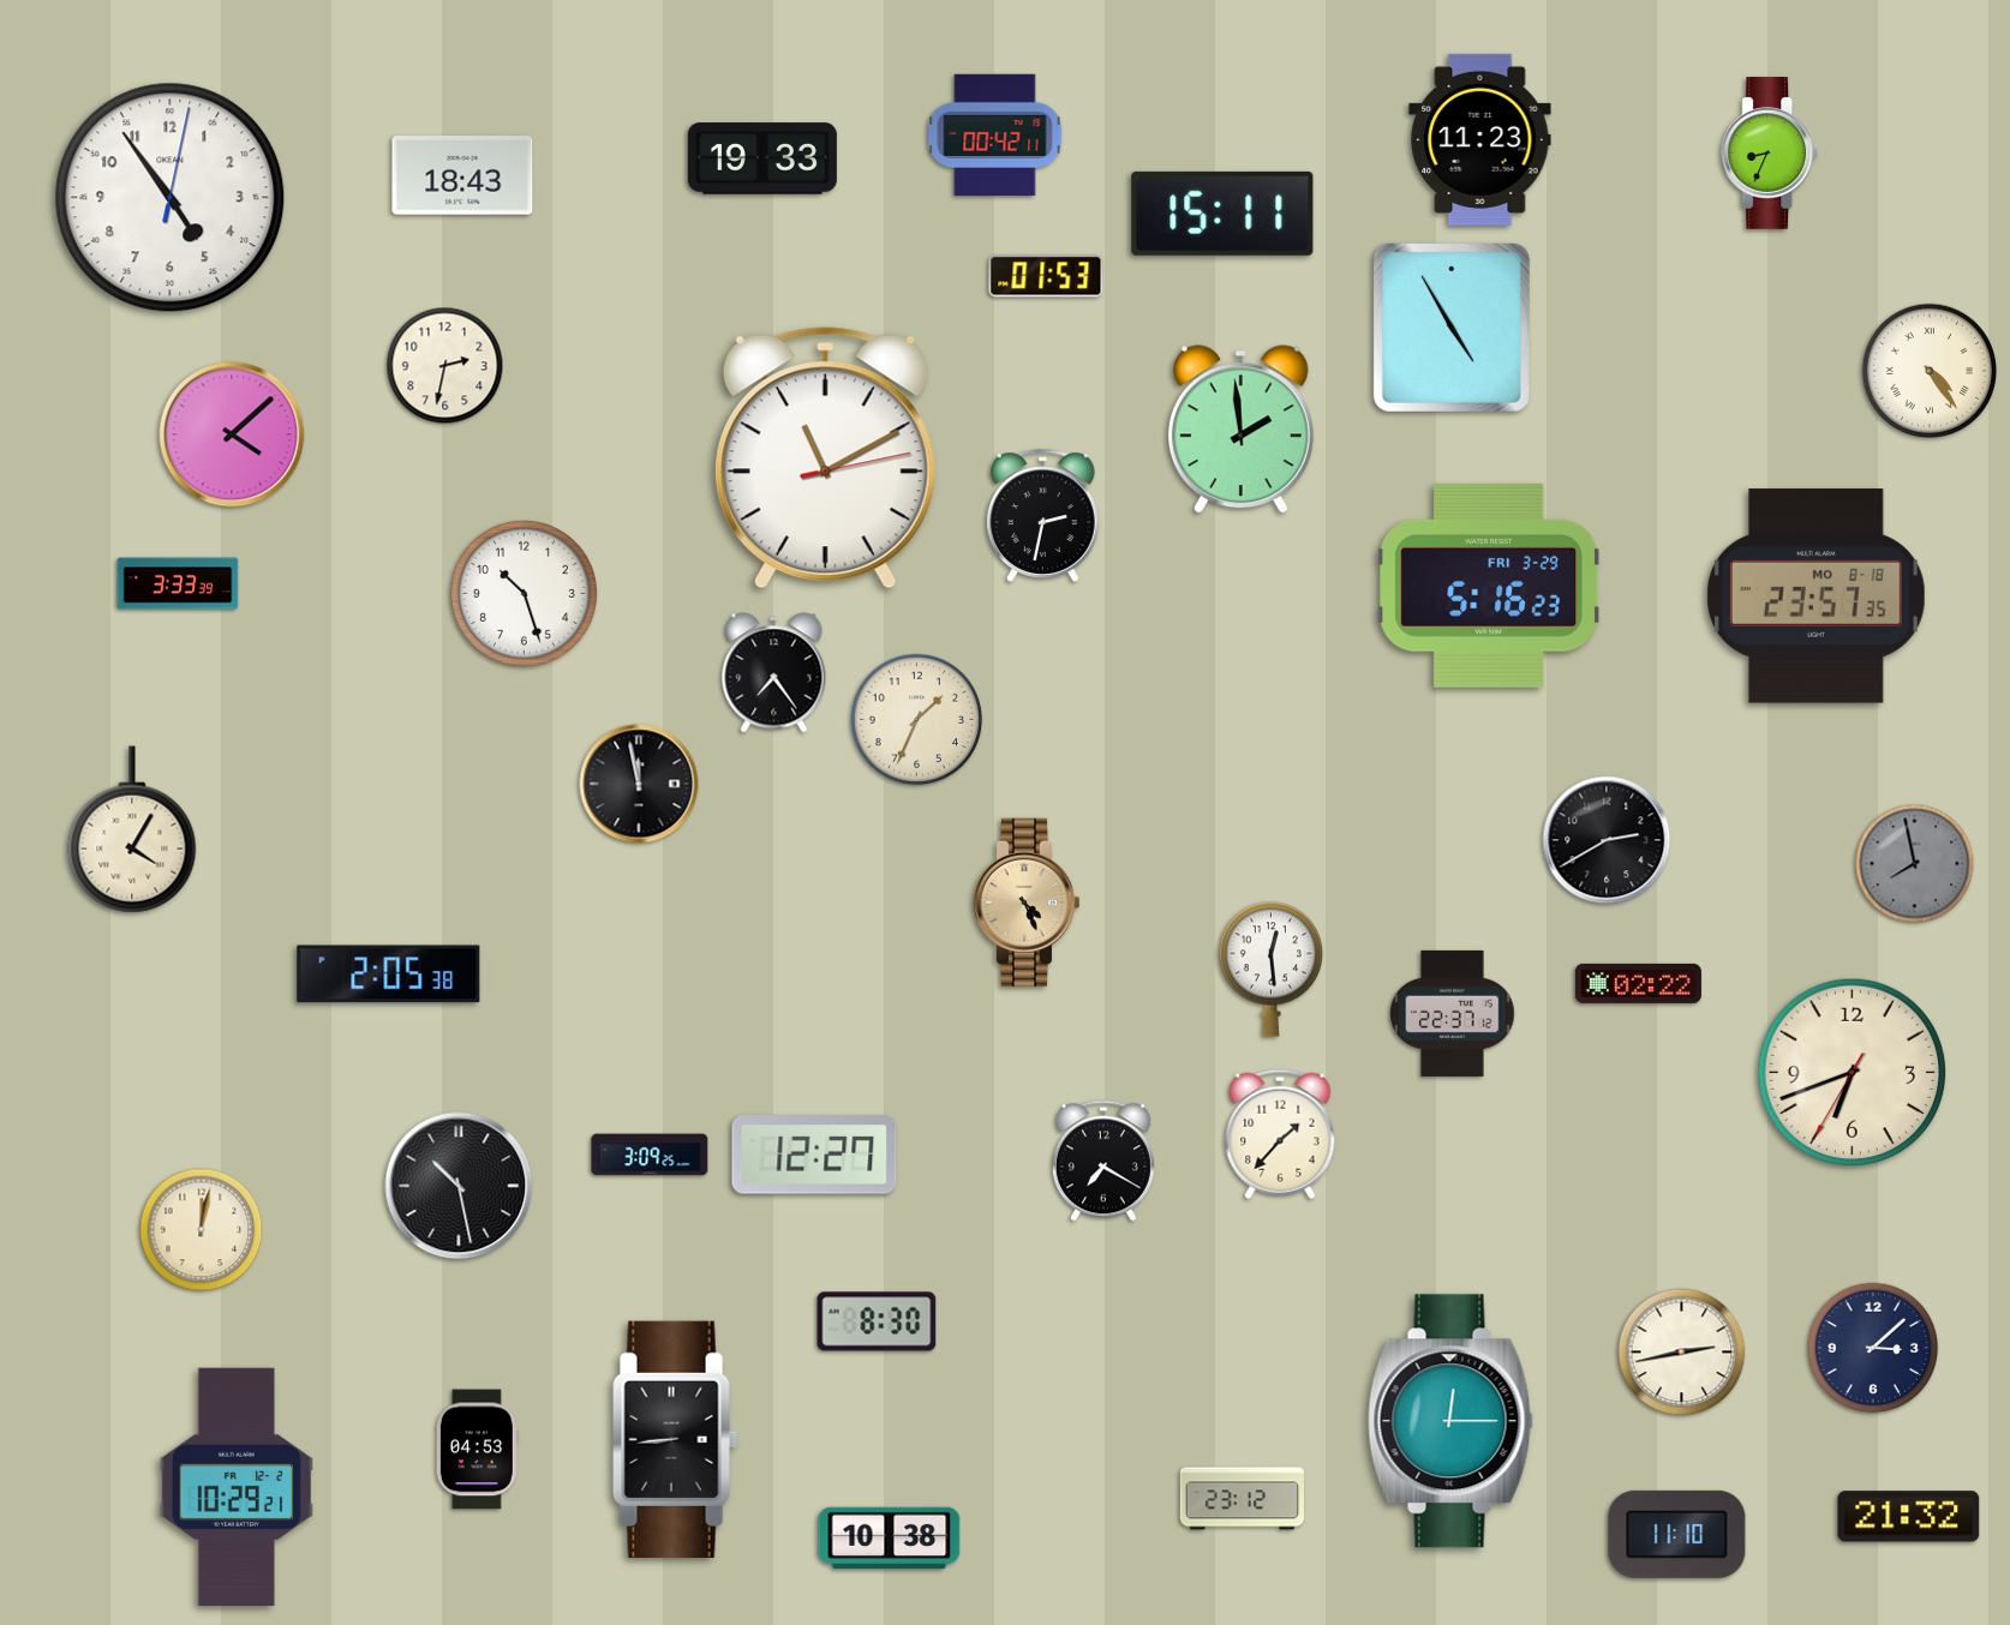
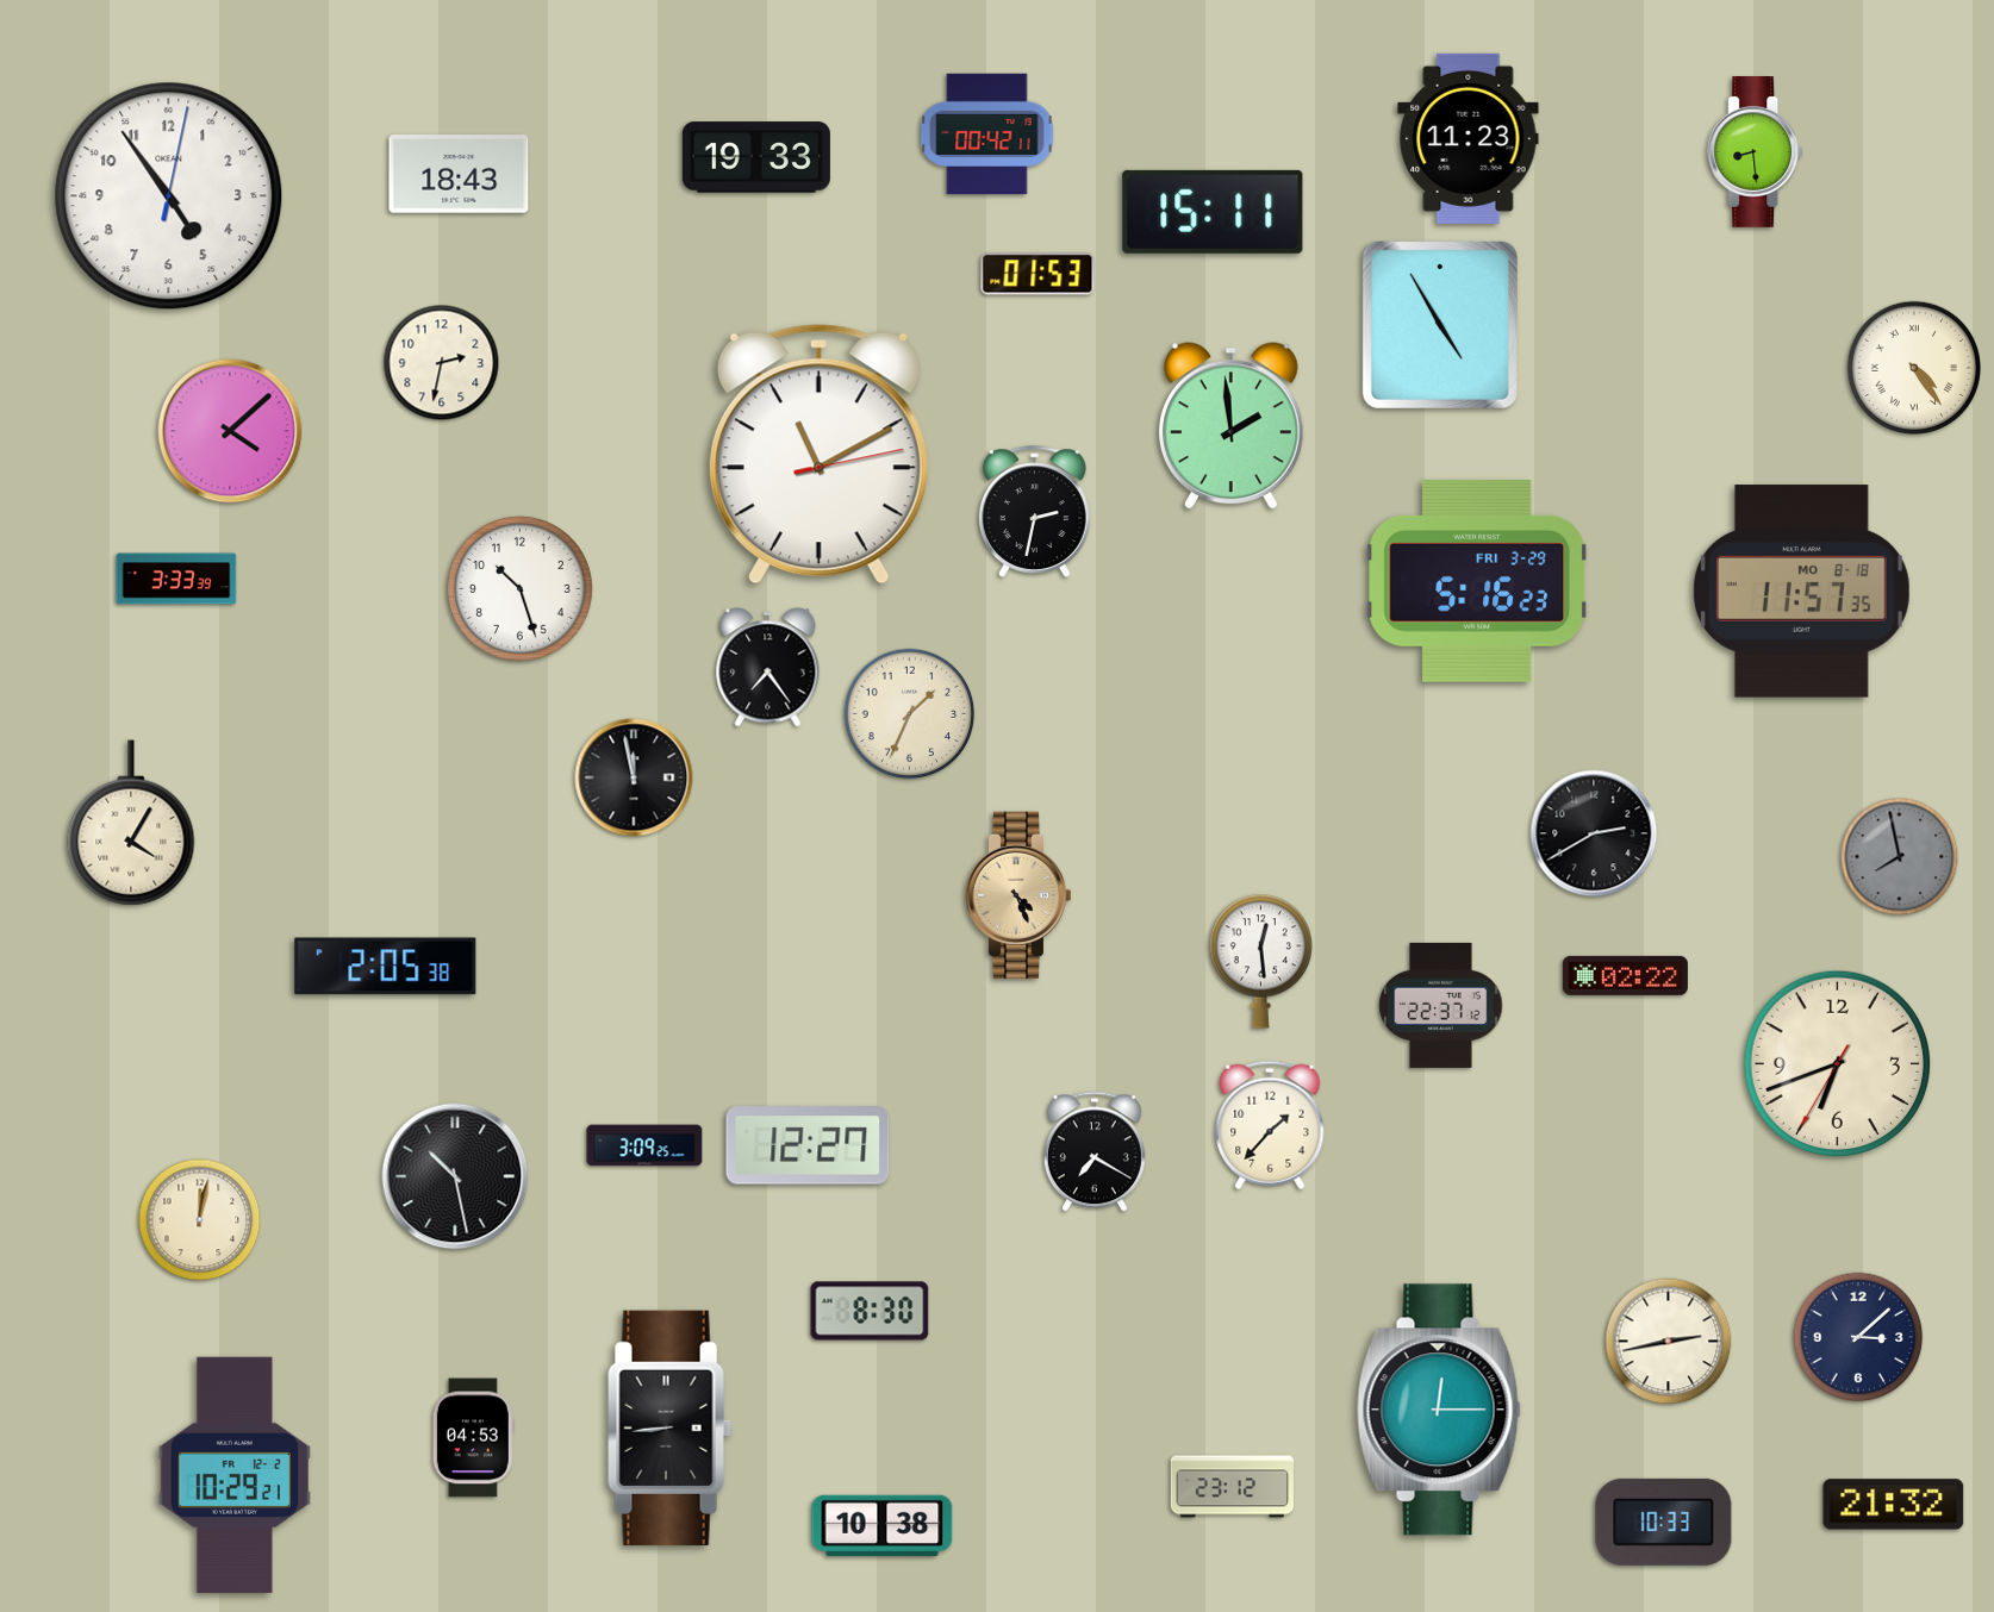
clock at (1770, 154): 8:34 -> 8:29
clock at (1815, 596): 23:57 -> 11:57
clock at (1677, 1534): 11:10 -> 10:33
